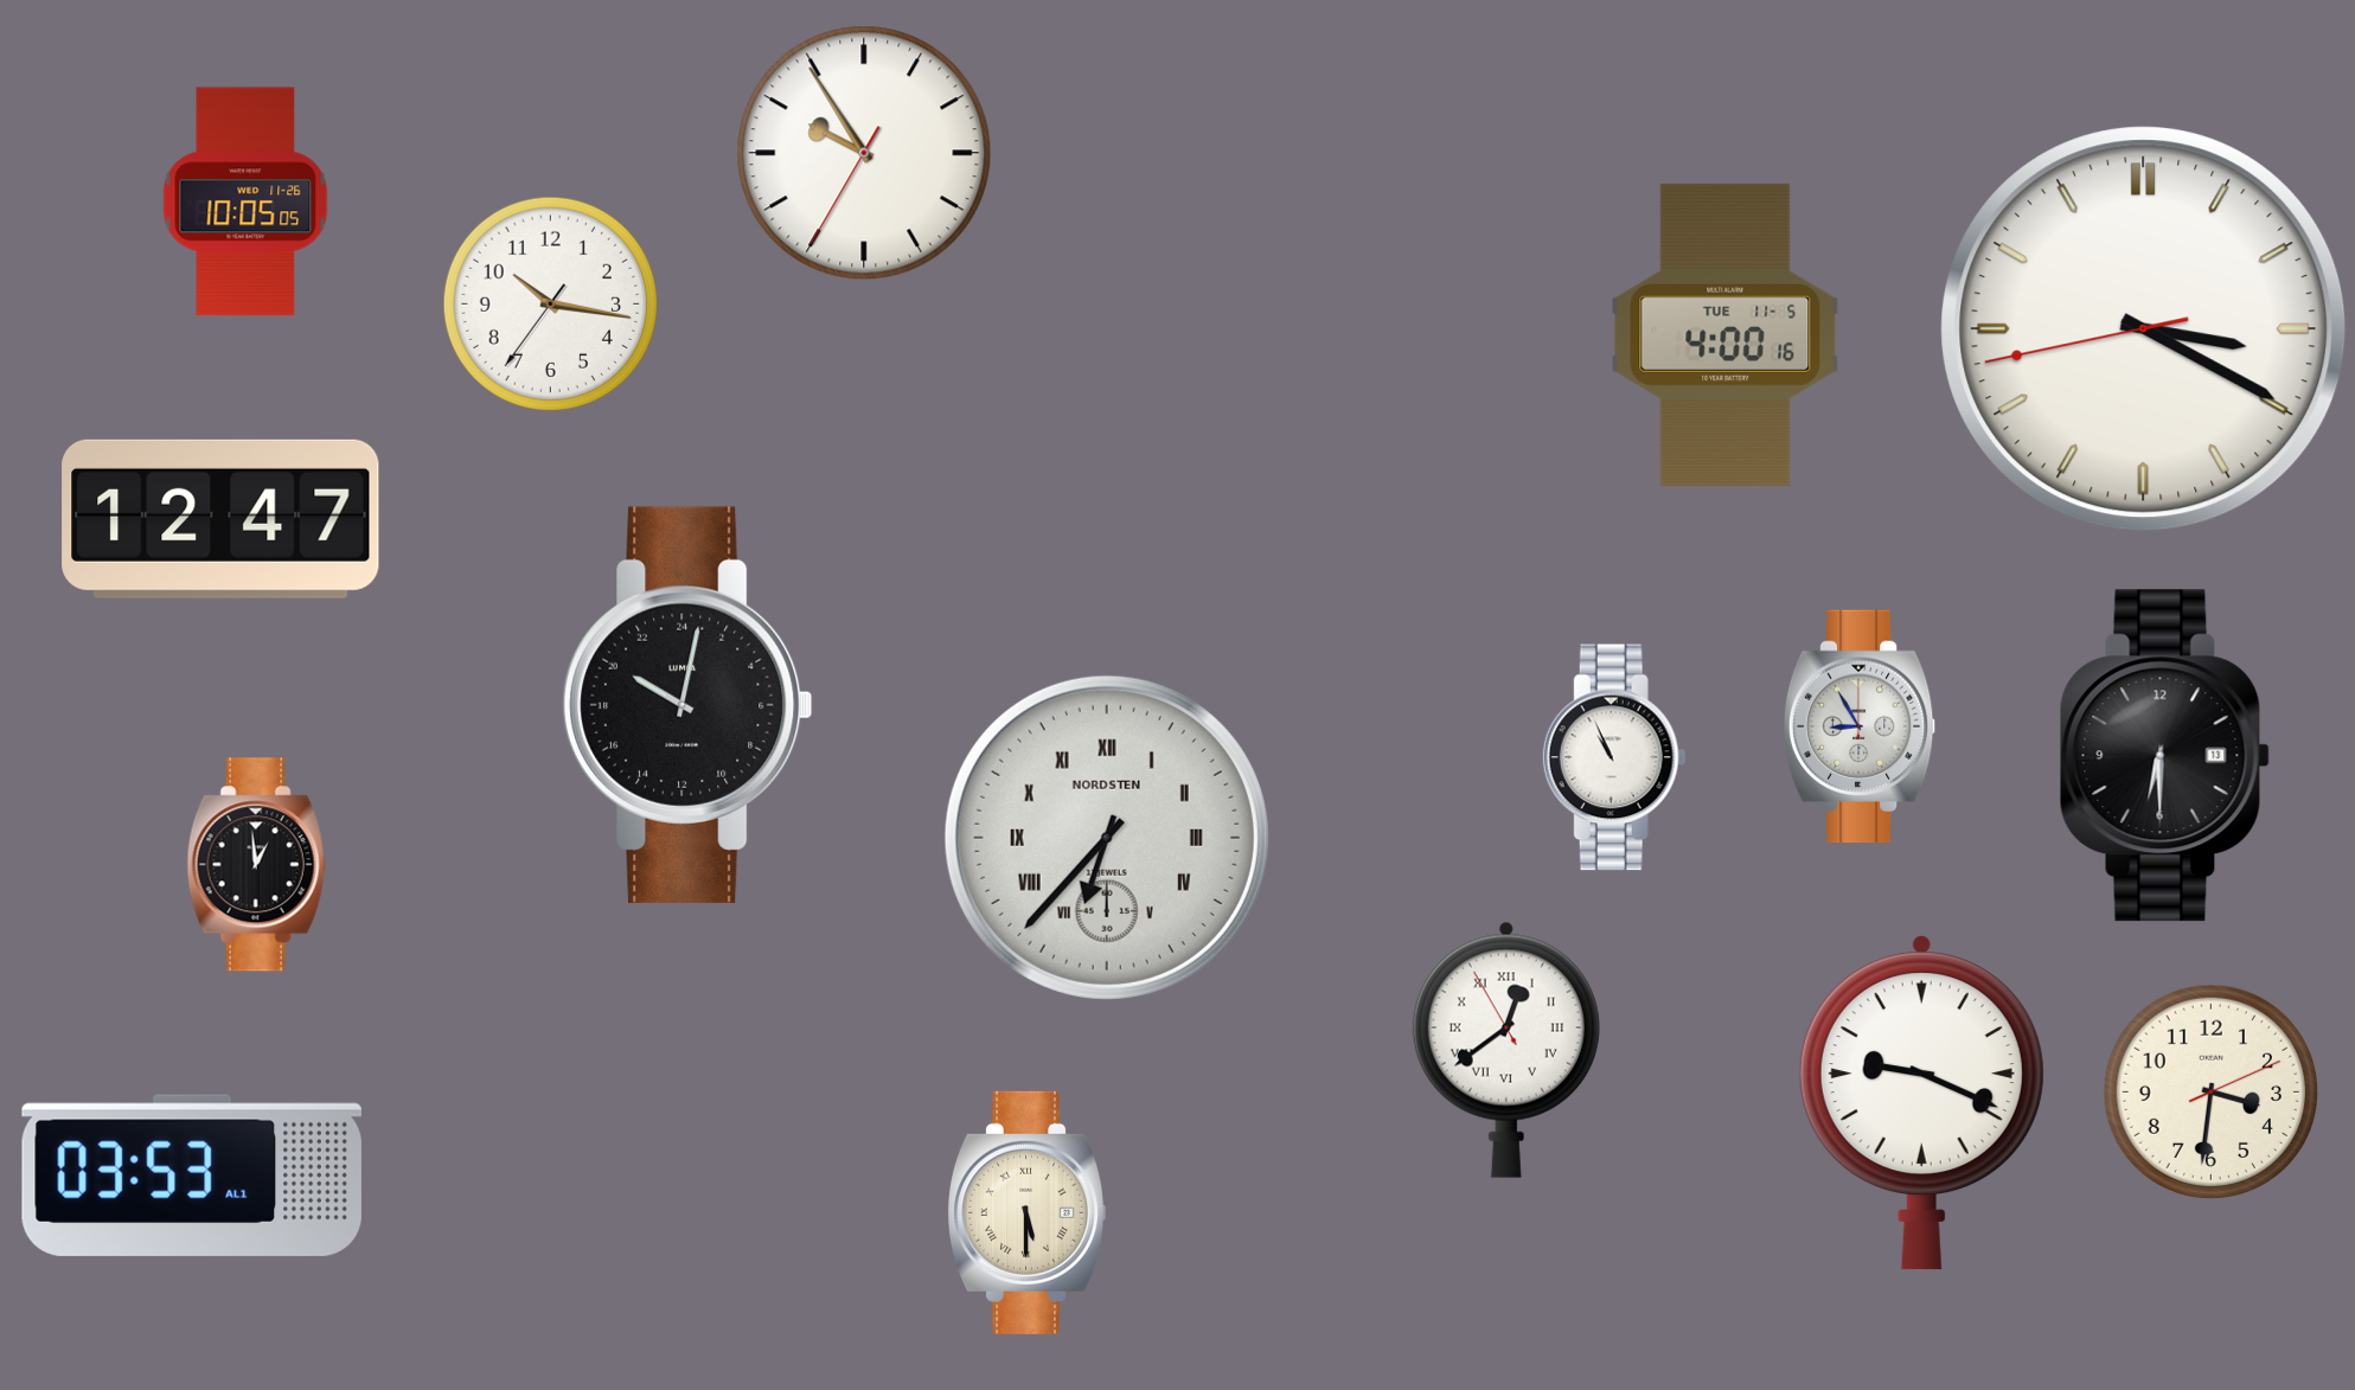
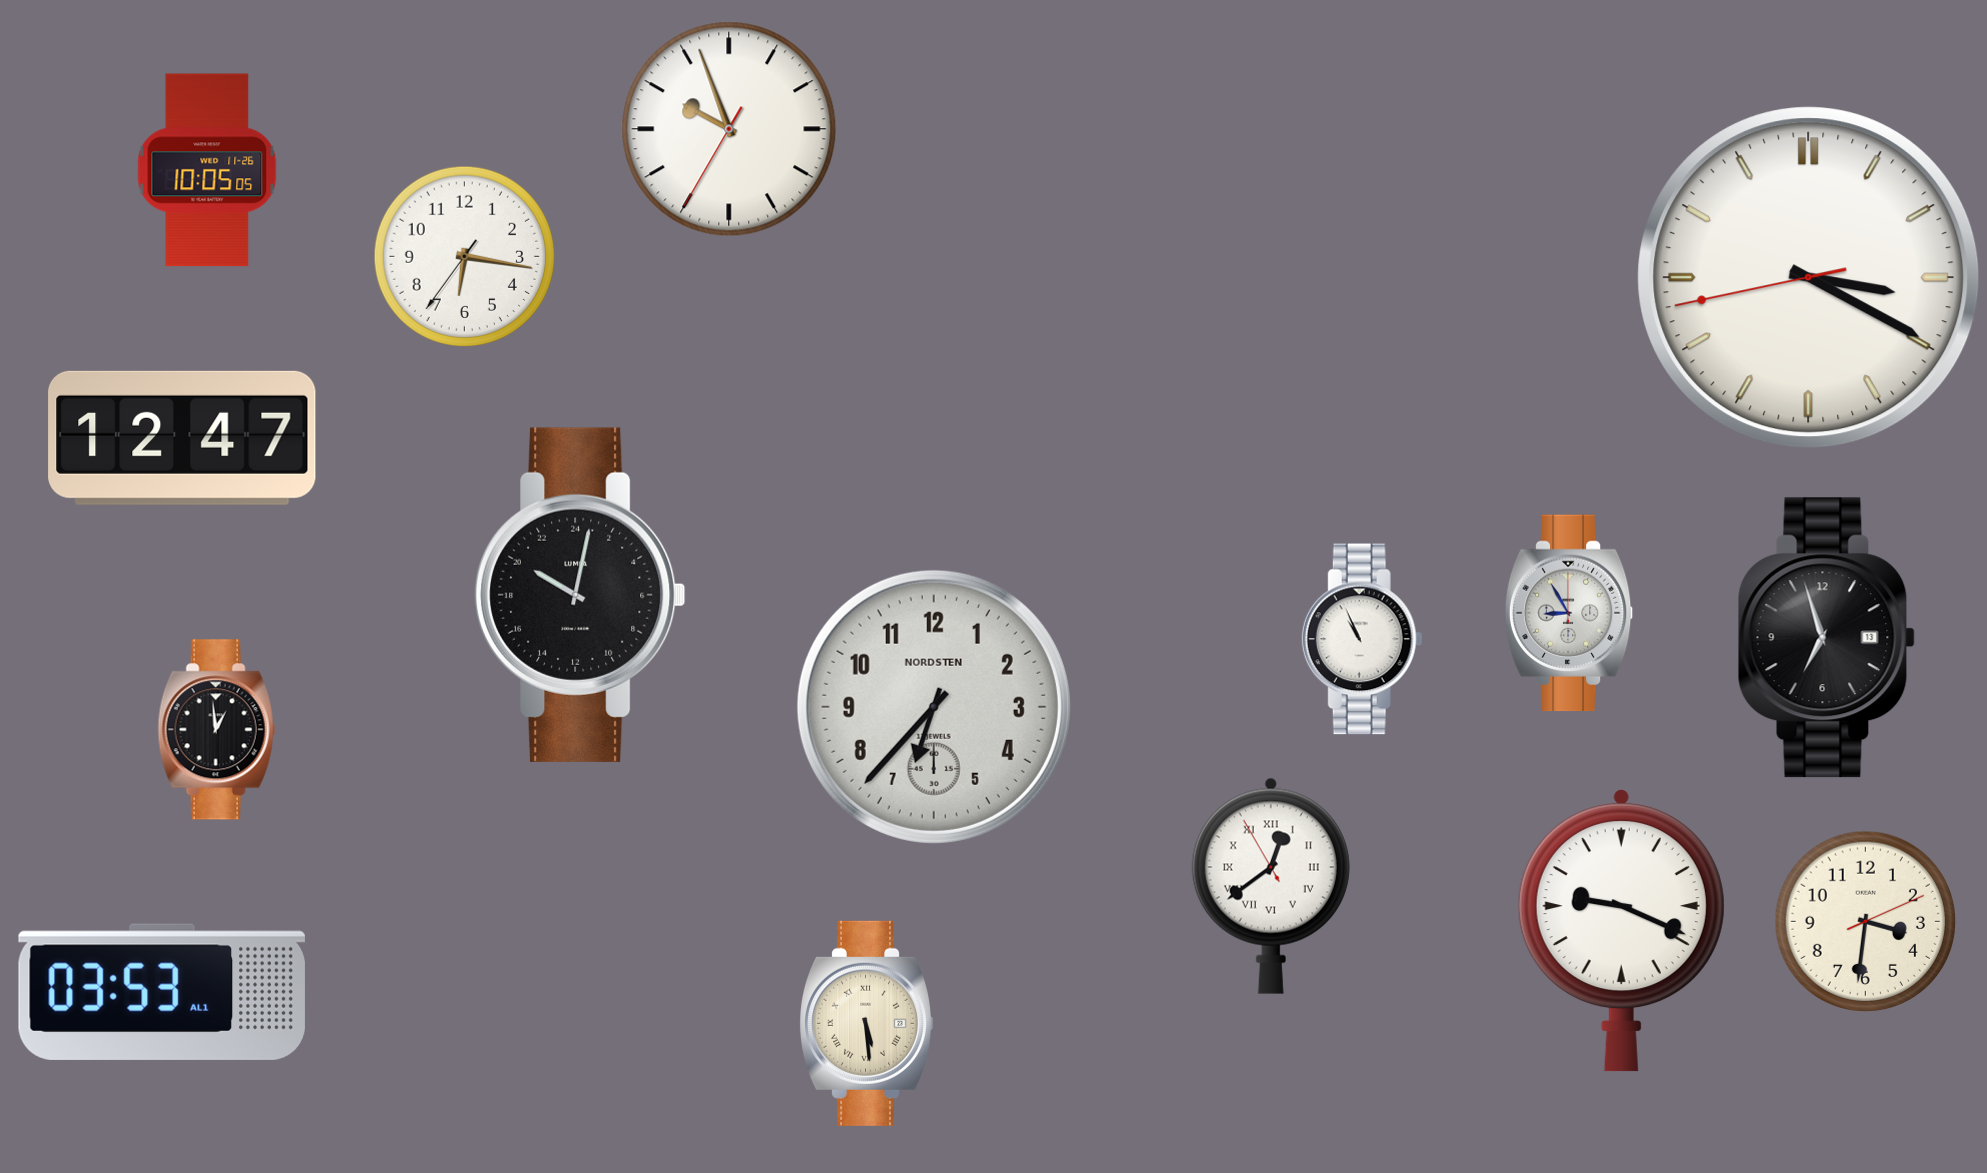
clock at (864, 153): 9:54 -> 9:56
clock at (550, 303): 10:16 -> 6:16
clock at (1726, 334): 4:00 -> none
clock at (220, 519) position: (220, 519) -> (182, 438)
clock at (2164, 756): 6:30 -> 6:57
clock at (1107, 838) numerals: Roman -> Arabic
clock at (1026, 1212): 5:30 -> 5:29
